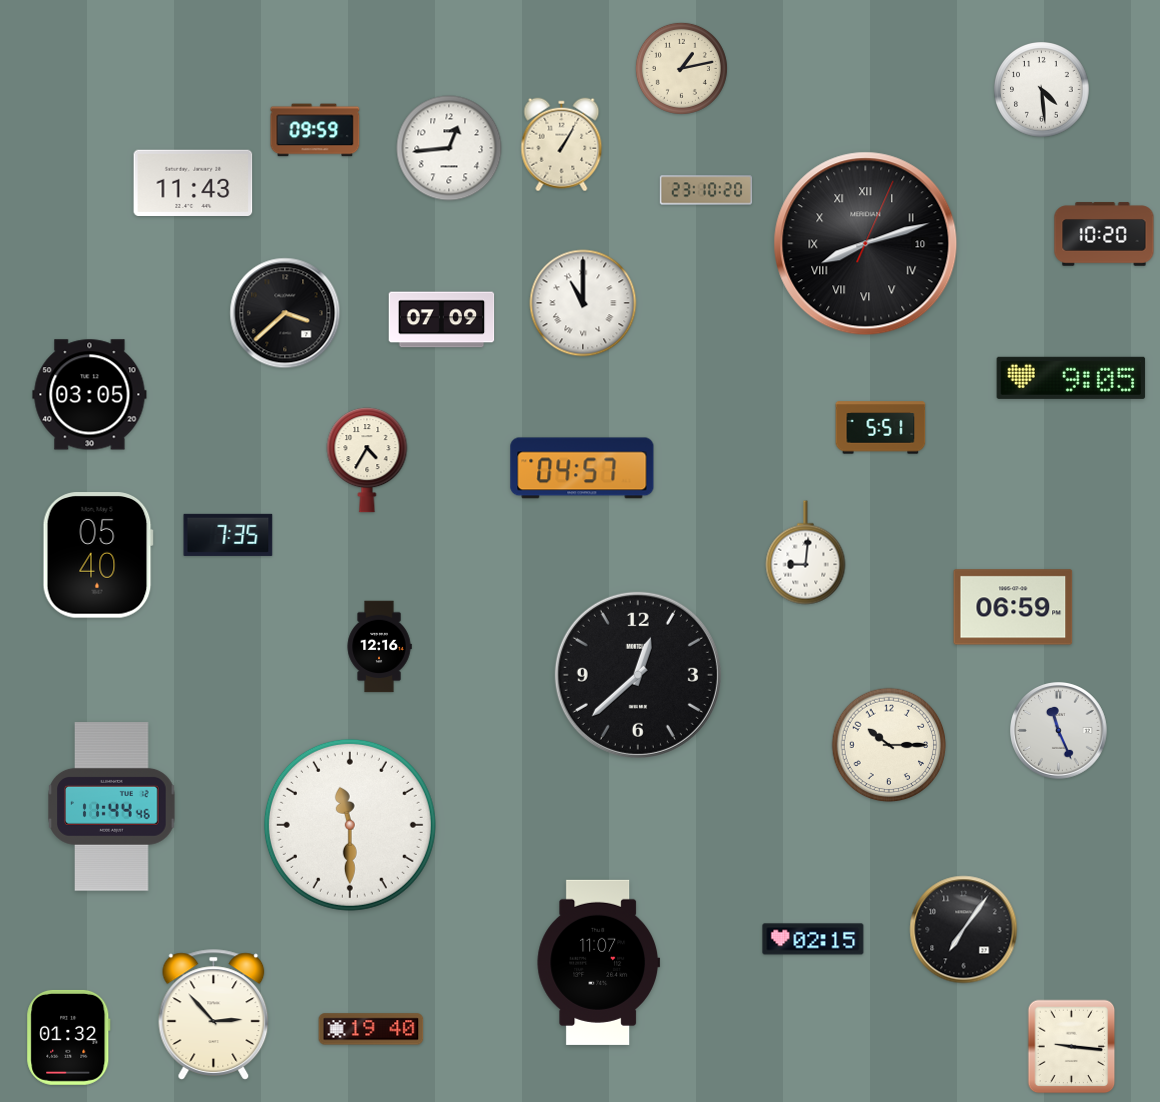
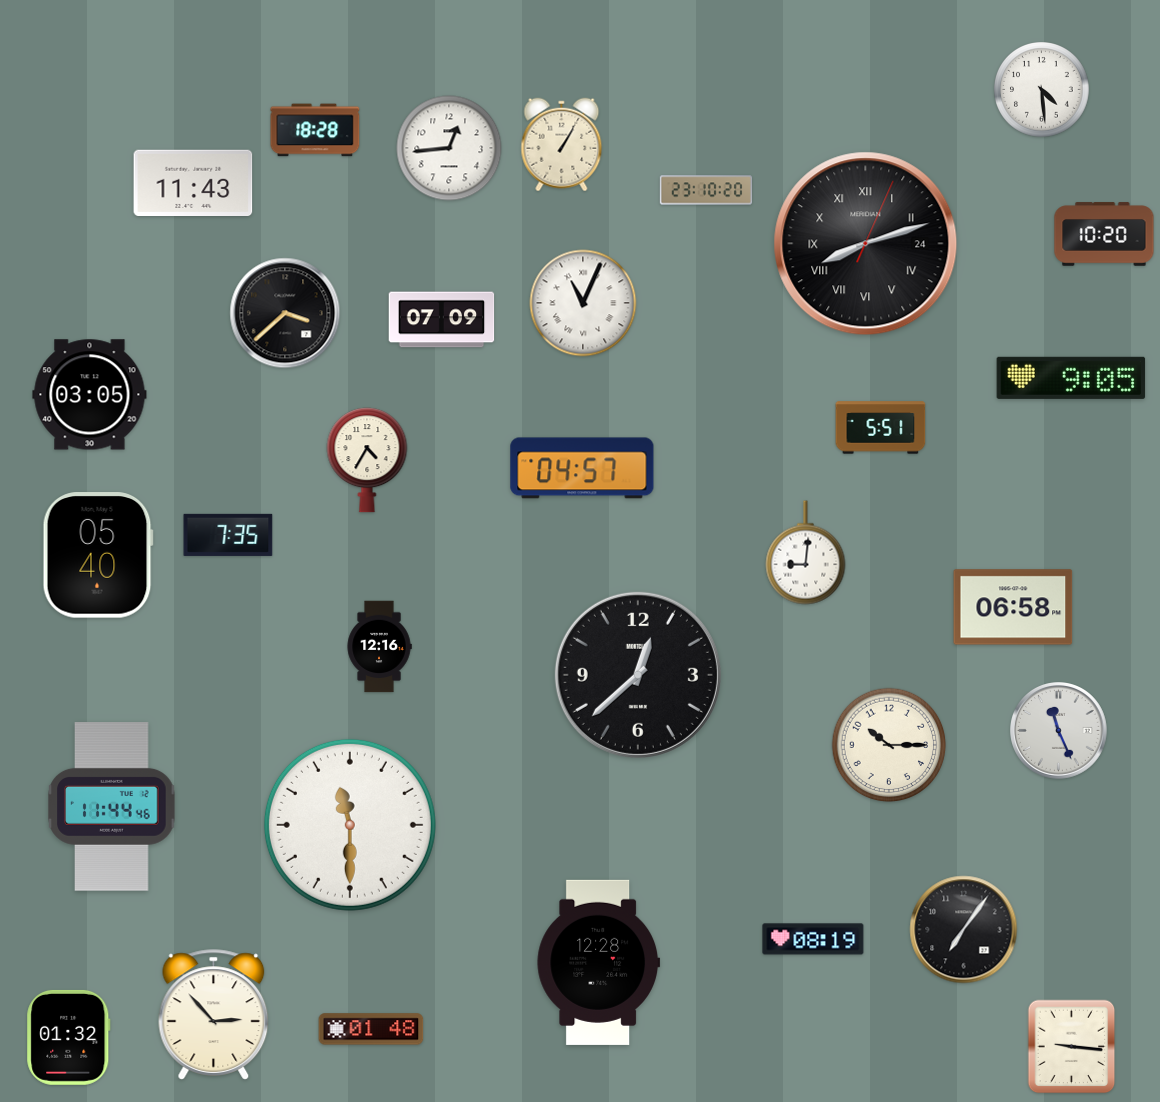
clock at (681, 68): 1:13 -> none
clock at (315, 130): 09:59 -> 18:28
clock at (866, 244) date: 10 -> 24
clock at (583, 303): 11:00 -> 11:04
clock at (1013, 607): 06:59 -> 06:58
clock at (813, 939): 02:15 -> 08:19
clock at (598, 962): 11:07 -> 12:28
clock at (371, 1029): 19:40 -> 01:48
